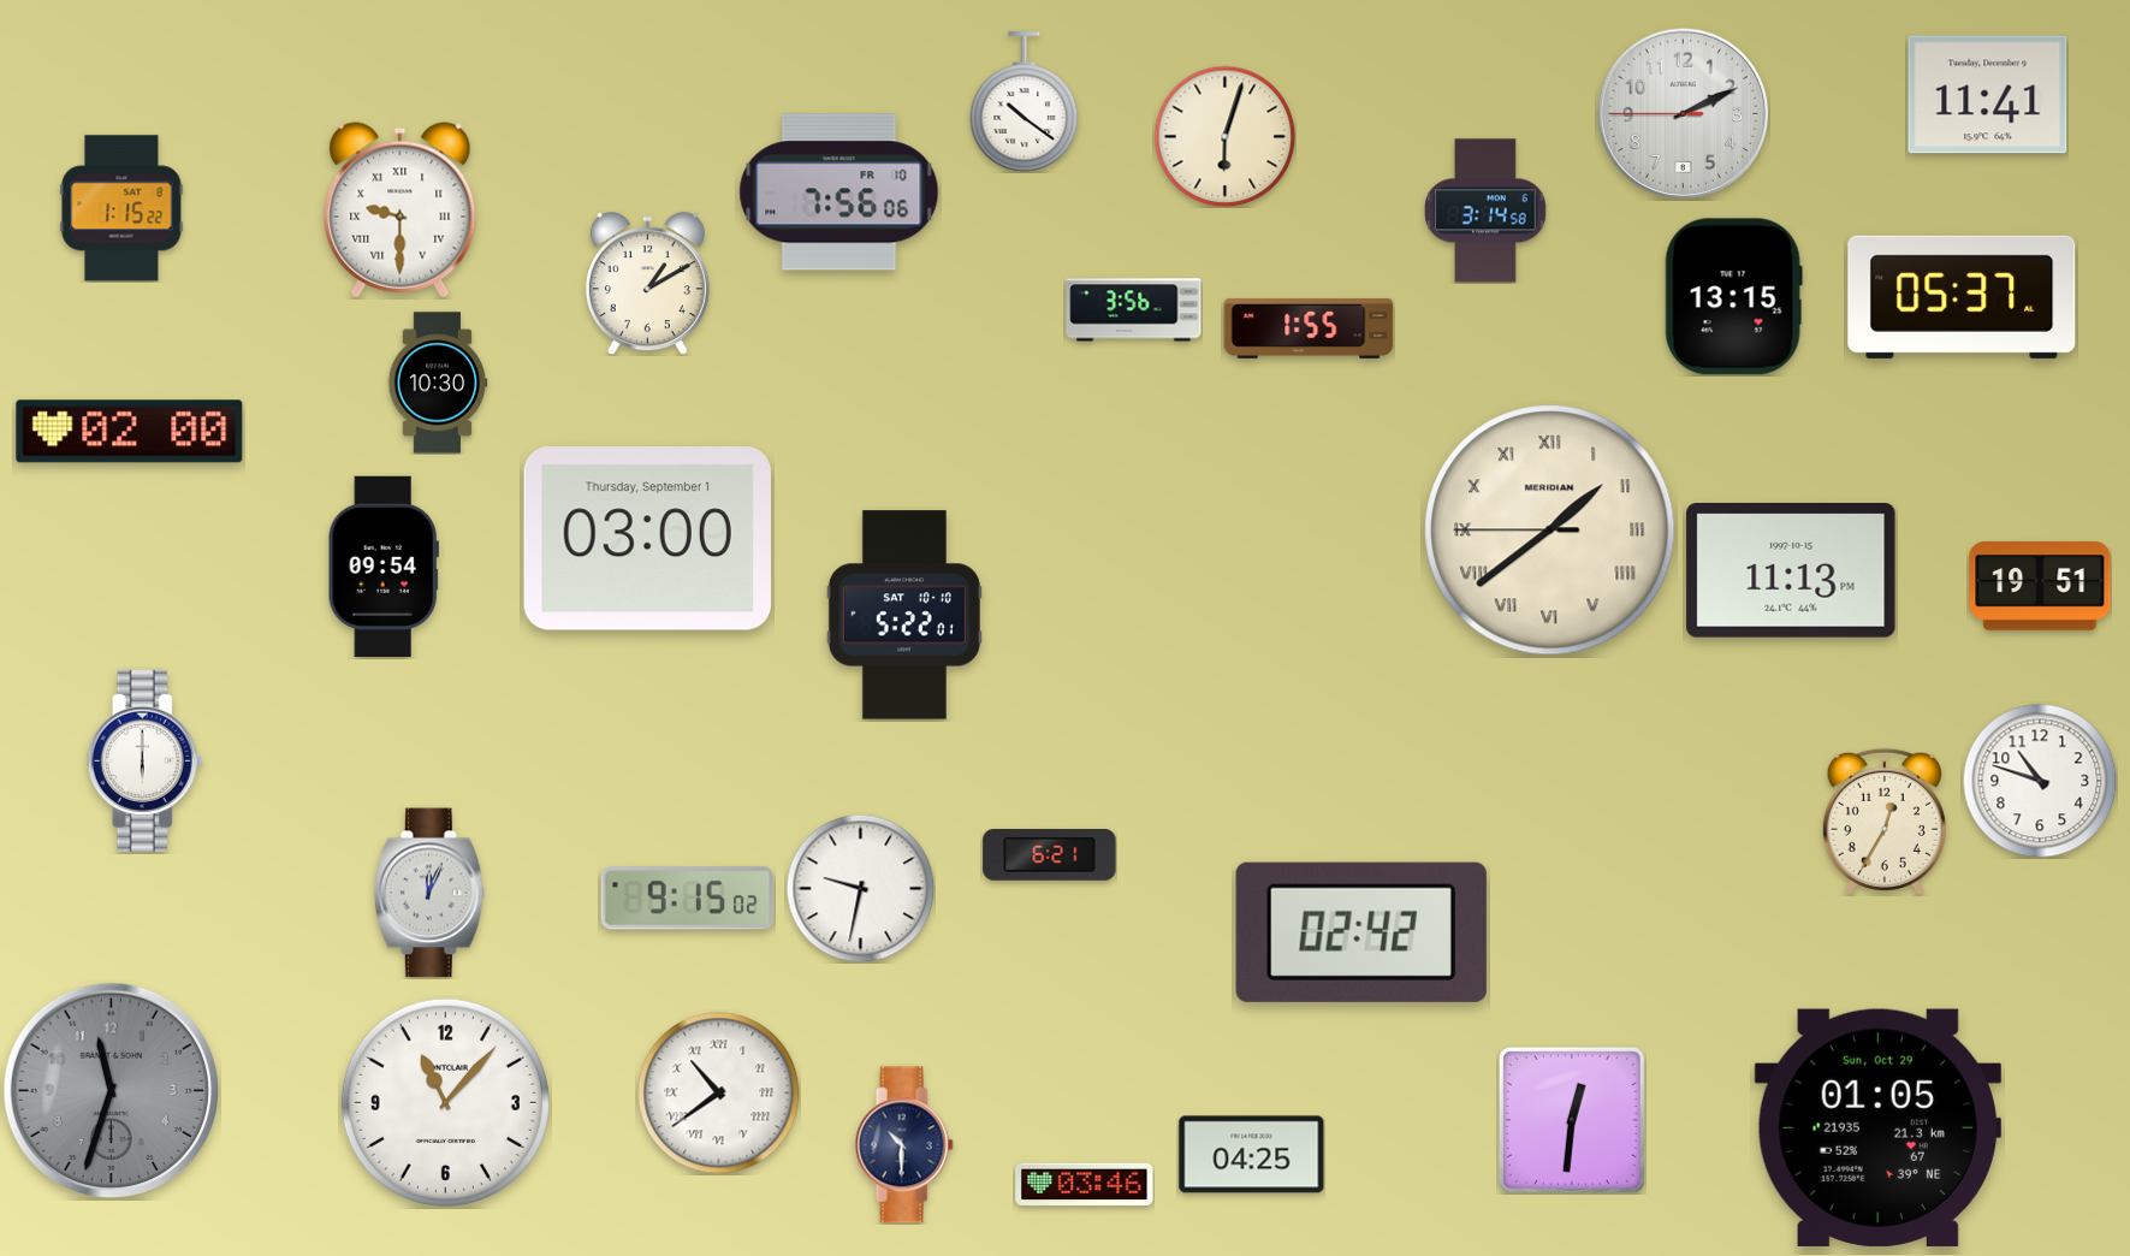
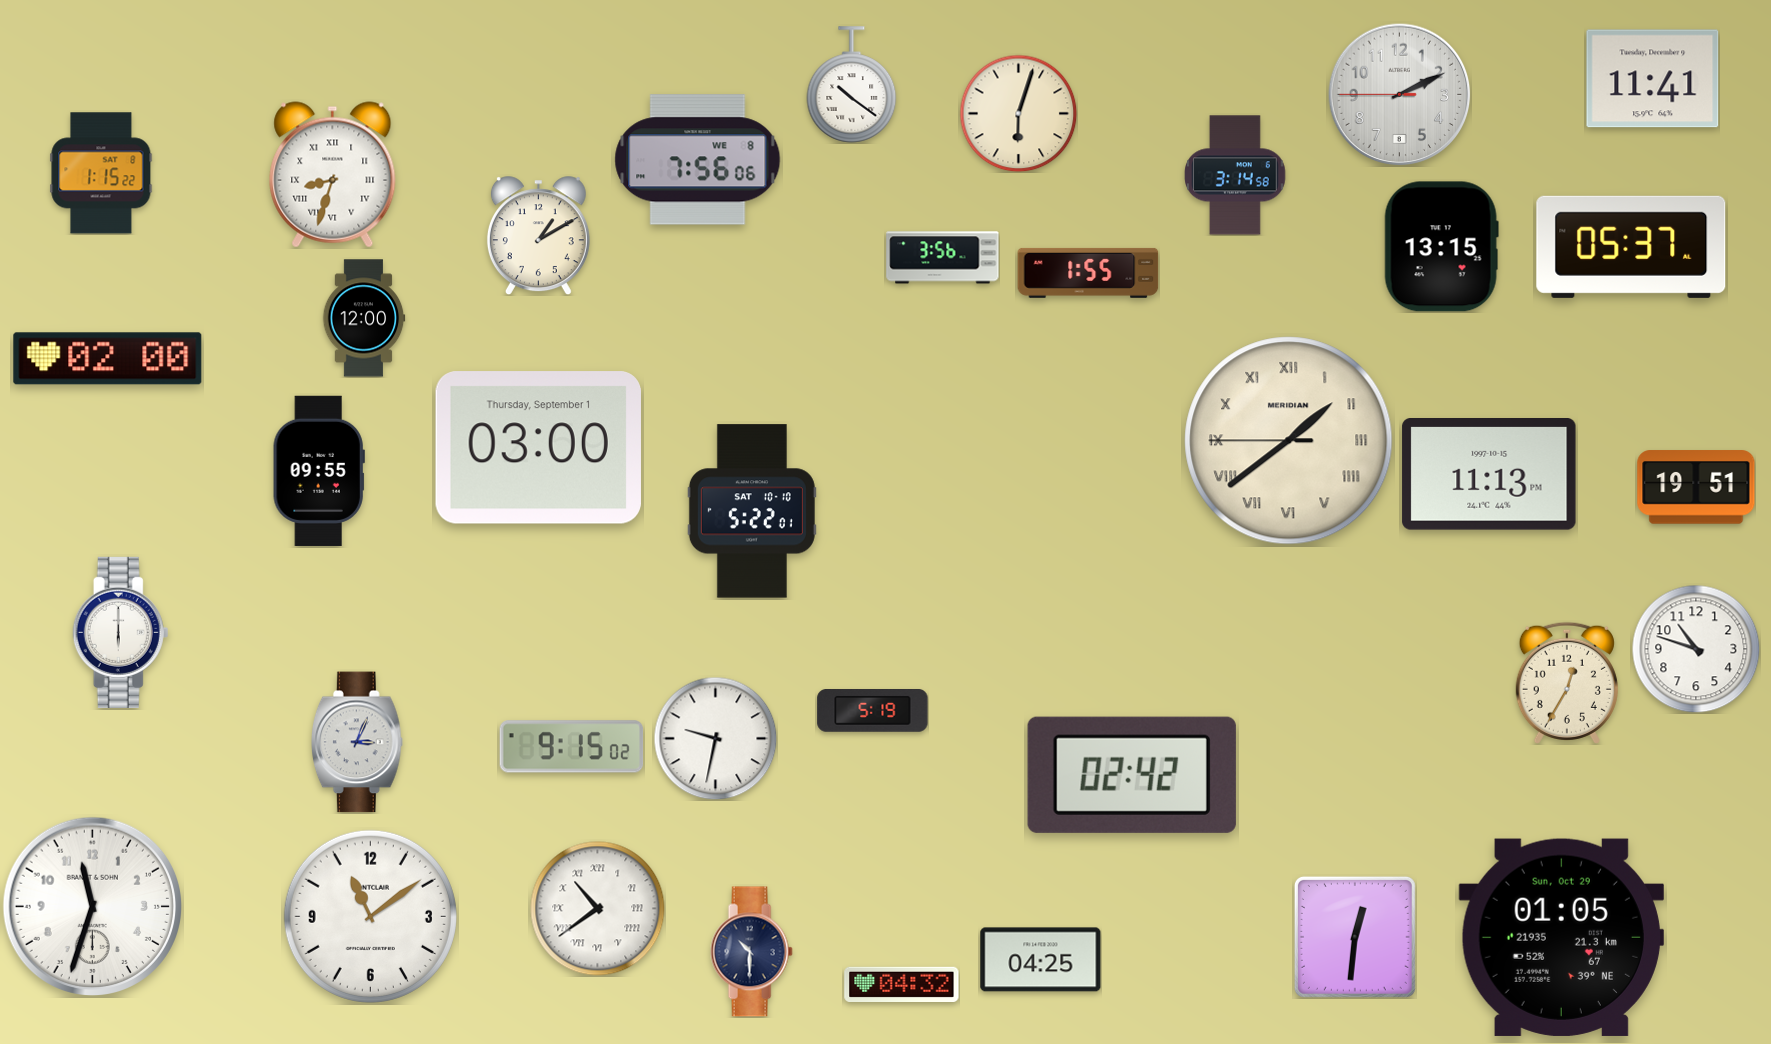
clock at (839, 192) date: FR 10 -> WE 8
clock at (401, 211): 9:30 -> 8:33
clock at (438, 383): 10:30 -> 12:00
clock at (384, 567): 09:54 -> 09:55
clock at (1050, 855): 6:21 -> 5:19
clock at (429, 893): 12:04 -> 3:04
clock at (111, 1090) dial: grey -> white
clock at (445, 1102): 11:07 -> 11:09
clock at (1572, 1120) position: (1572, 1120) -> (1355, 937)
clock at (1085, 1184): 03:46 -> 04:32
